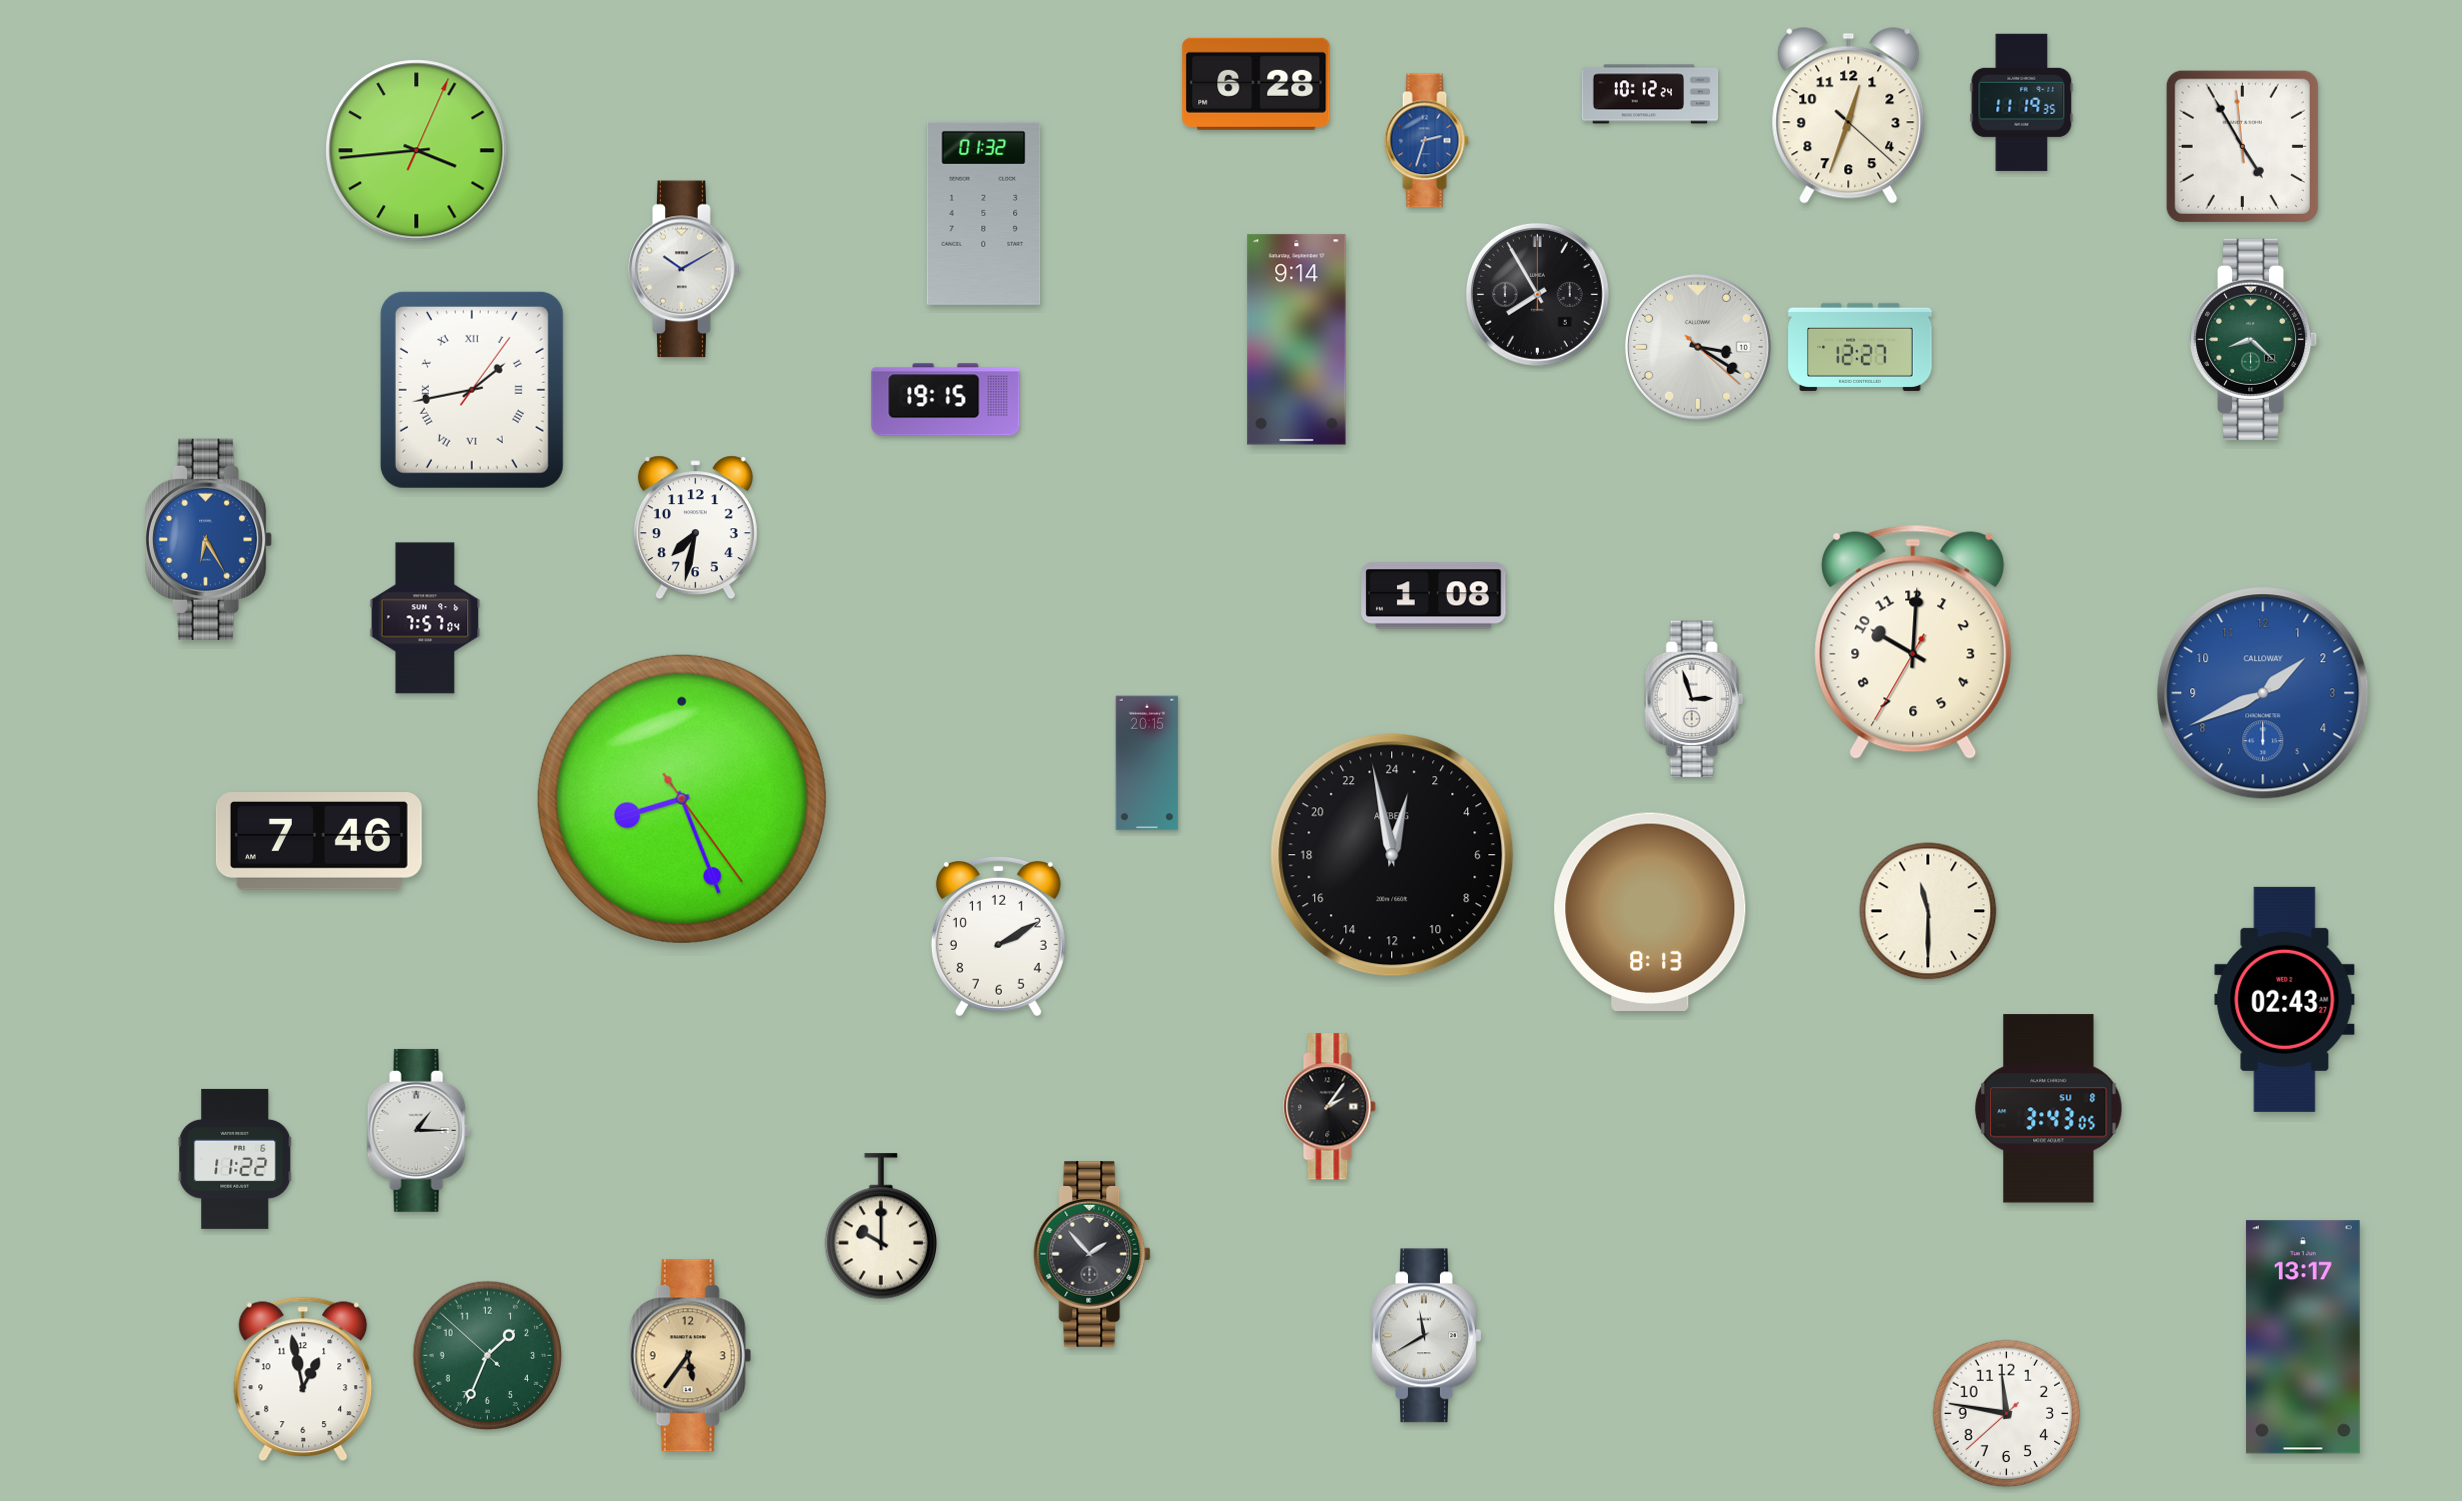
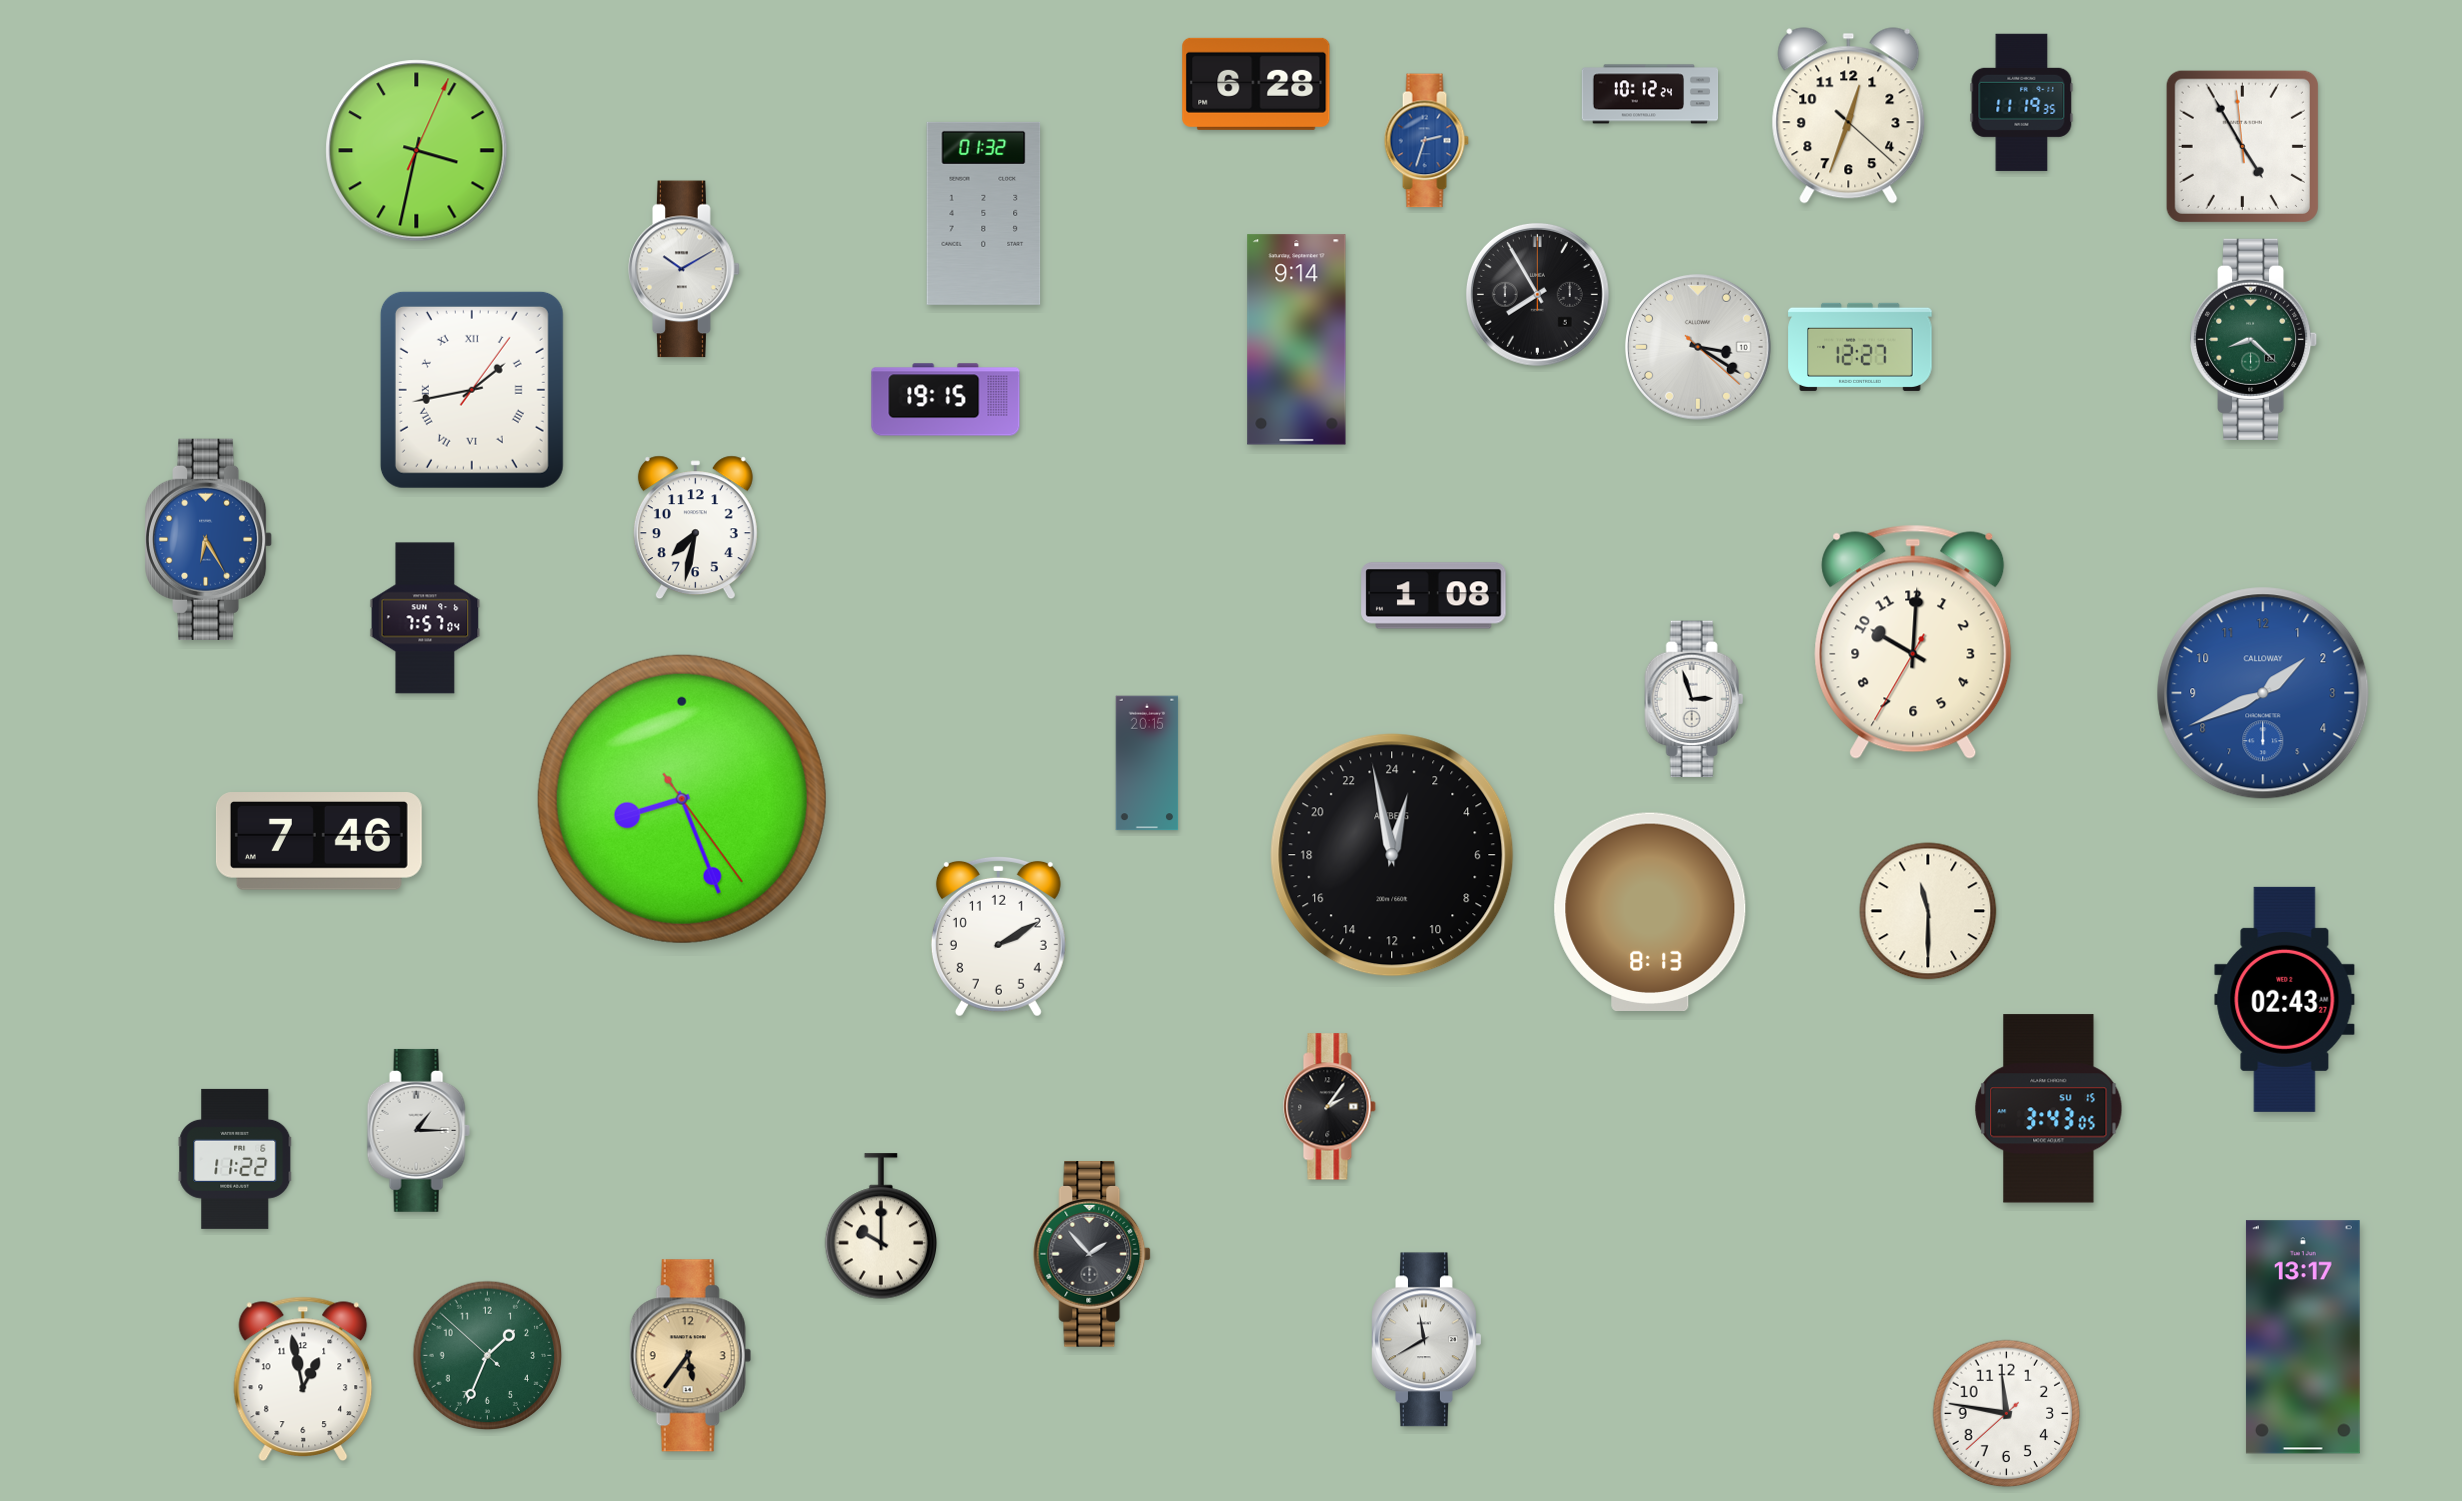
clock at (417, 151): 3:44 -> 3:32
clock at (2049, 1109) date: SU 8 -> SU 15
clock at (1427, 1336) position: (1427, 1336) -> (1427, 1340)
